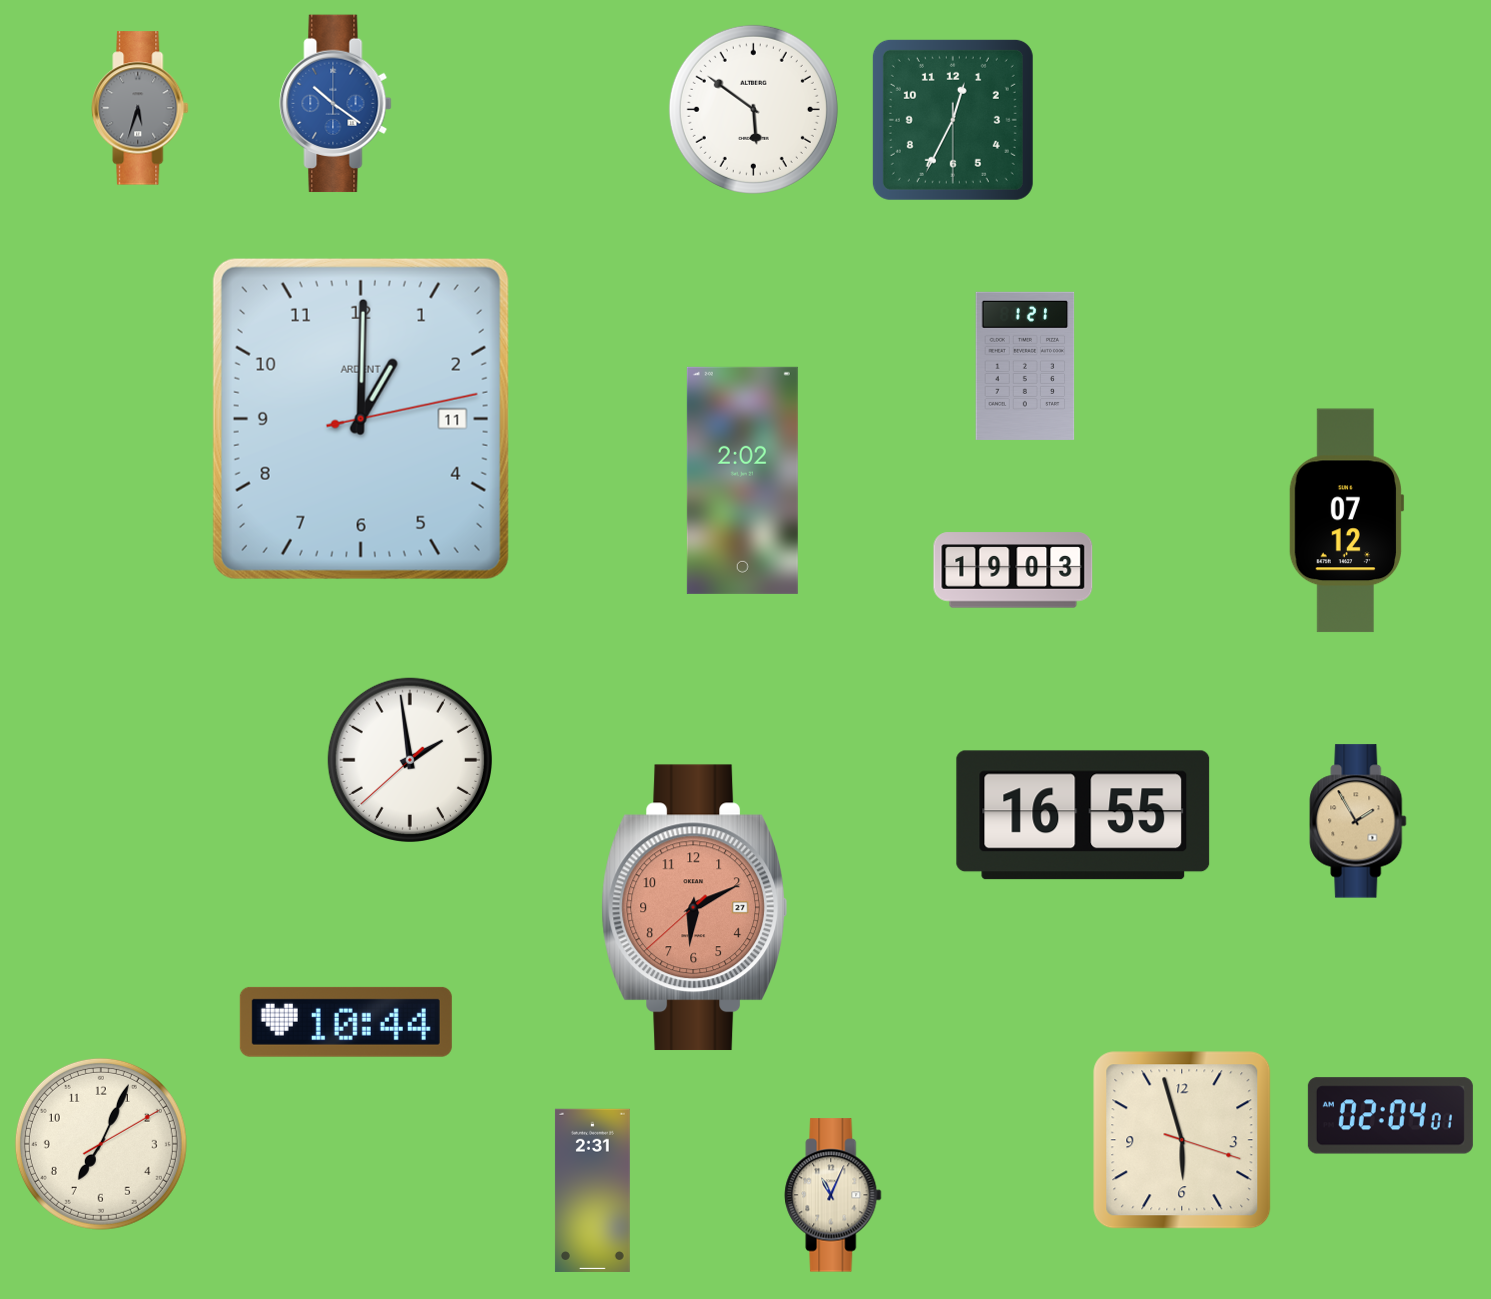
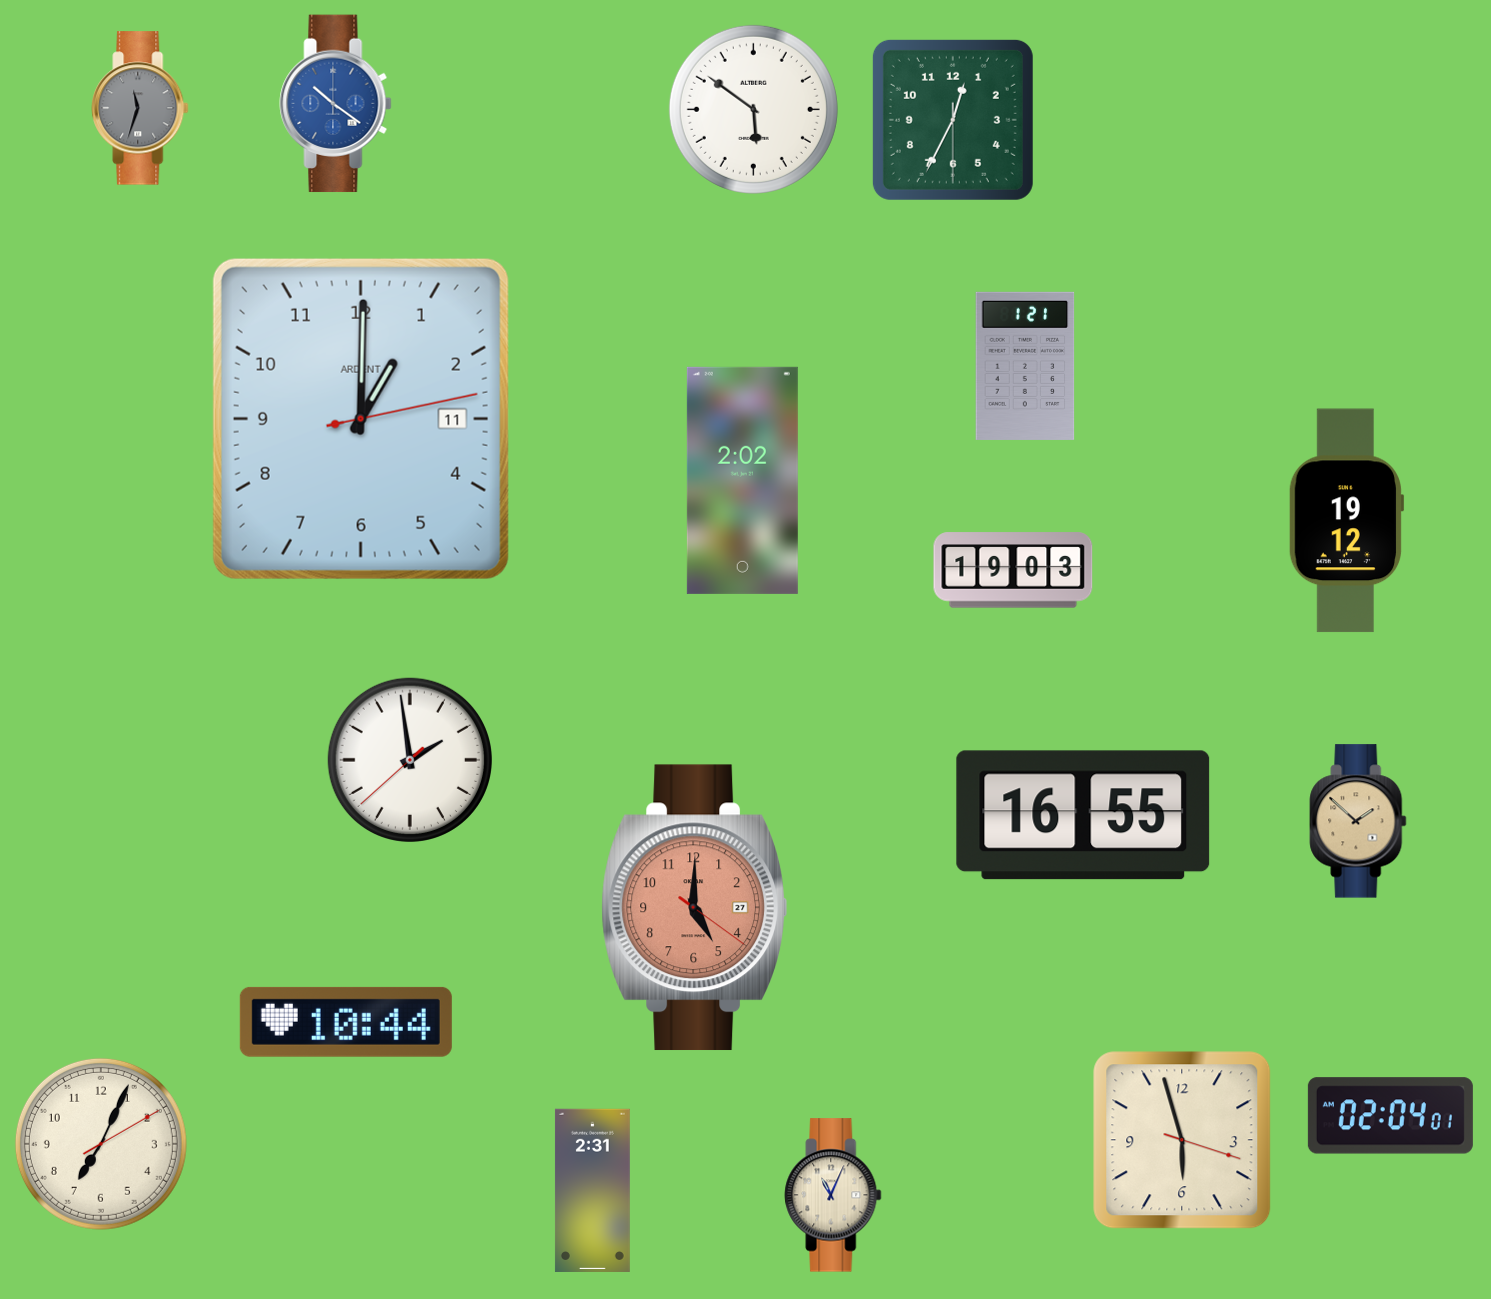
clock at (140, 108): 5:33 -> 11:33
clock at (1346, 521): 07:12 -> 19:12
clock at (1358, 821): 1:55 -> 1:52
clock at (694, 908): 6:10 -> 5:00
